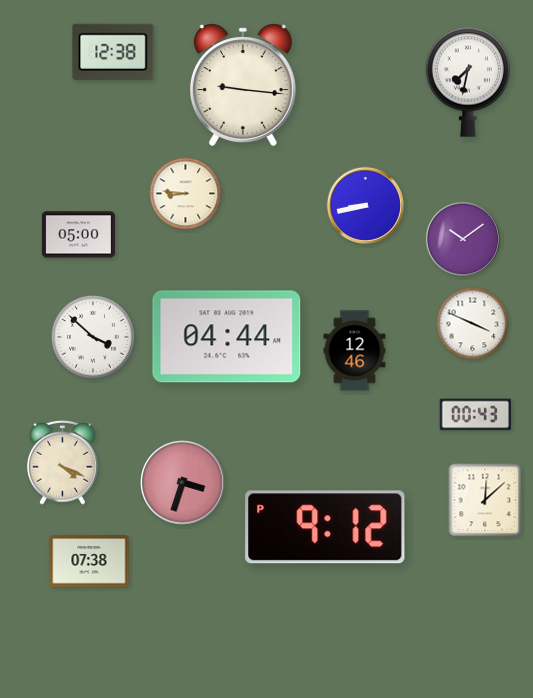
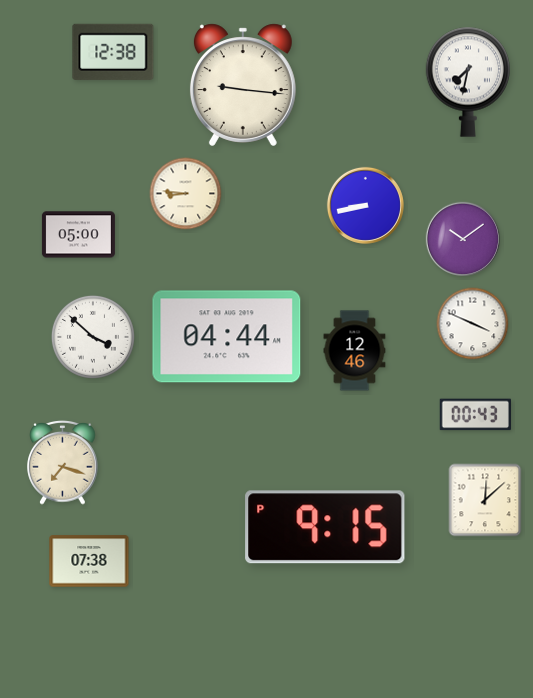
clock at (63, 462): 4:19 -> 7:18
clock at (183, 483): 3:33 -> none
clock at (325, 527): 9:12 -> 9:15
